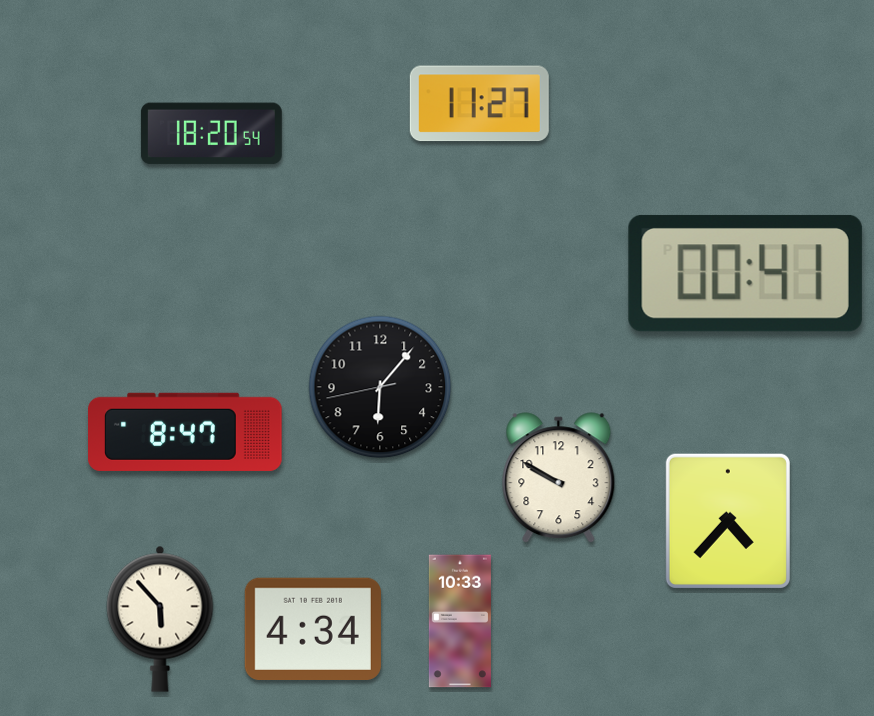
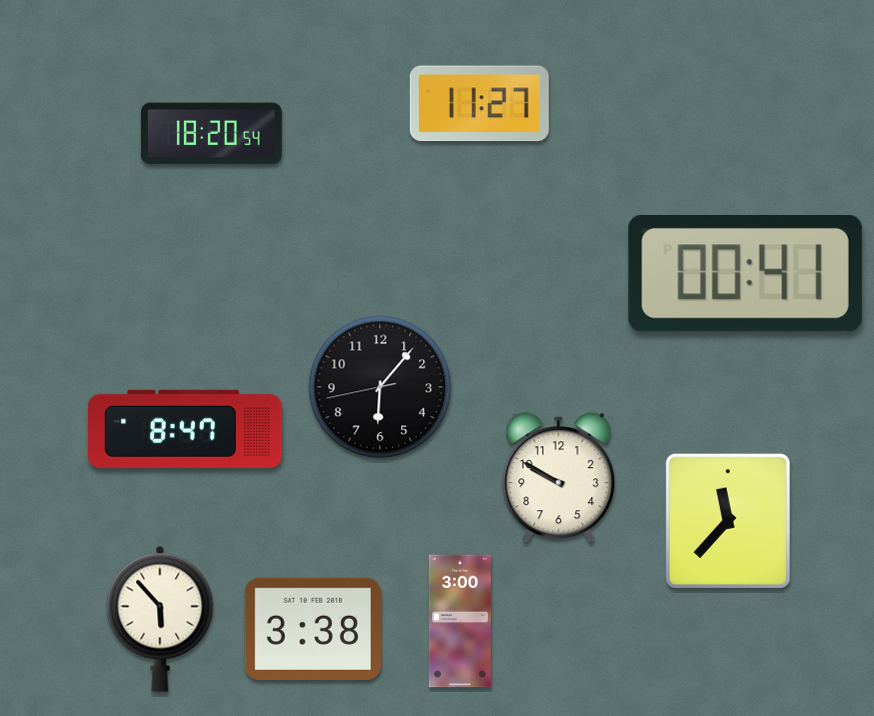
clock at (185, 432) position: (185, 432) -> (185, 429)
clock at (728, 521): 4:37 -> 11:37
clock at (460, 621): 10:33 -> 3:00
clock at (313, 628): 4:34 -> 3:38
